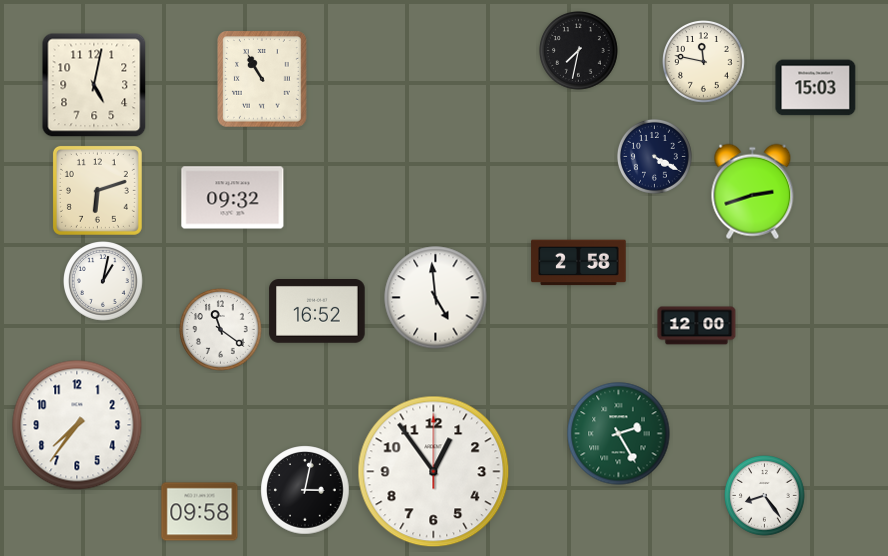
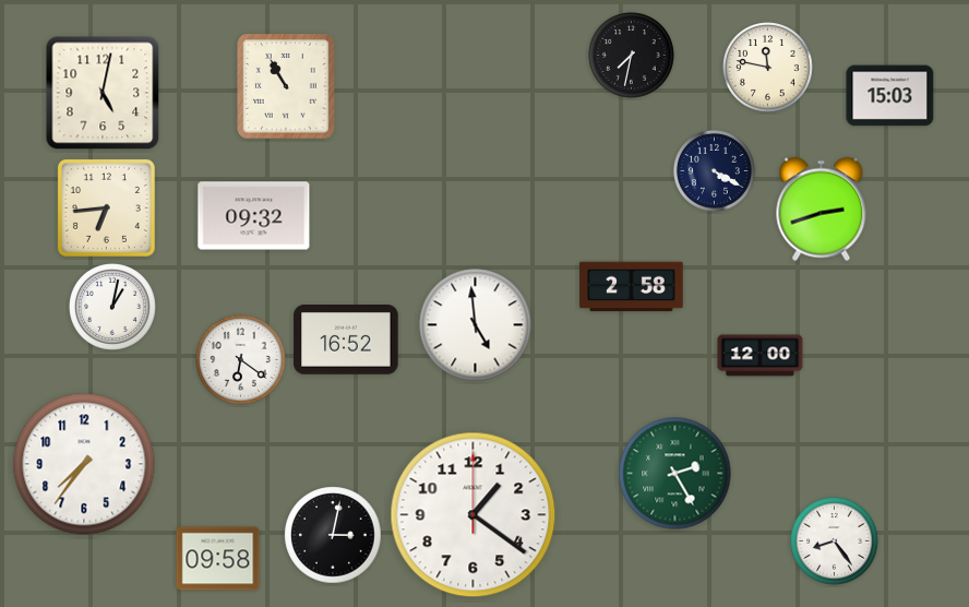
clock at (97, 190): 6:12 -> 6:44
clock at (221, 330): 11:21 -> 6:21
clock at (434, 472): 12:54 -> 1:21
